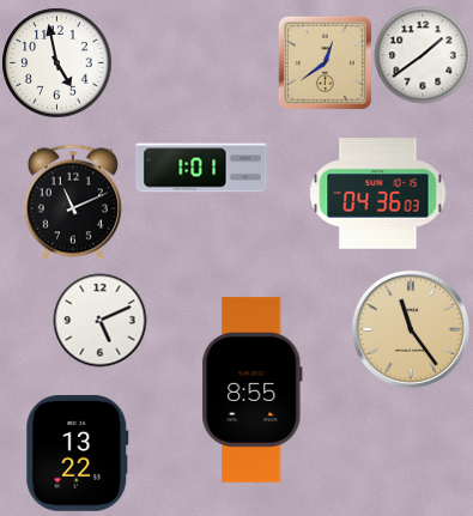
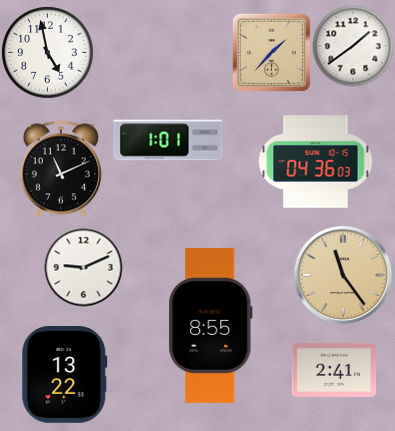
clock at (325, 62): 12:39 -> 1:37
clock at (99, 320): 5:11 -> 9:11
clock at (334, 370): none -> 2:41
clock at (78, 453) position: (78, 453) -> (65, 374)
